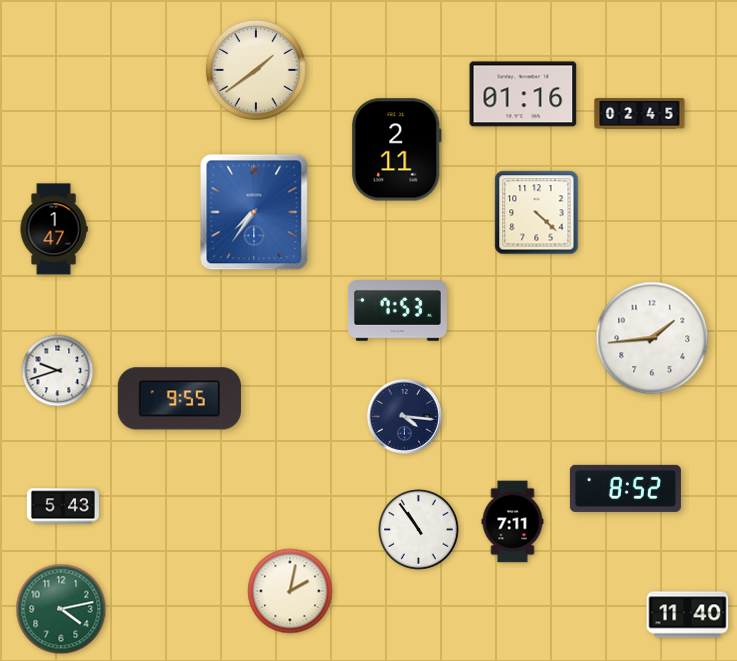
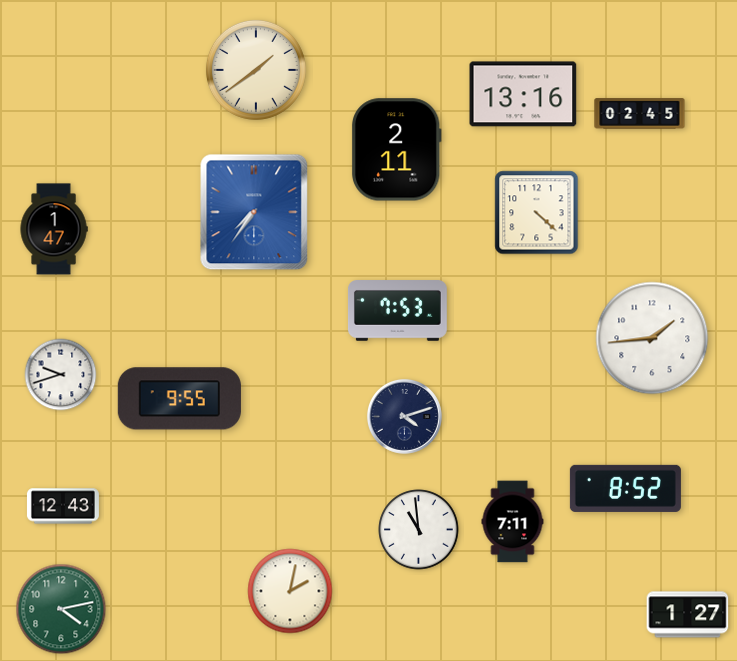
clock at (523, 94): 01:16 -> 13:16
clock at (58, 371) position: (58, 371) -> (61, 375)
clock at (404, 416): 4:16 -> 4:12
clock at (63, 506): 5:43 -> 12:43
clock at (419, 530): 10:54 -> 10:59
clock at (688, 615): 11:40 -> 1:27
